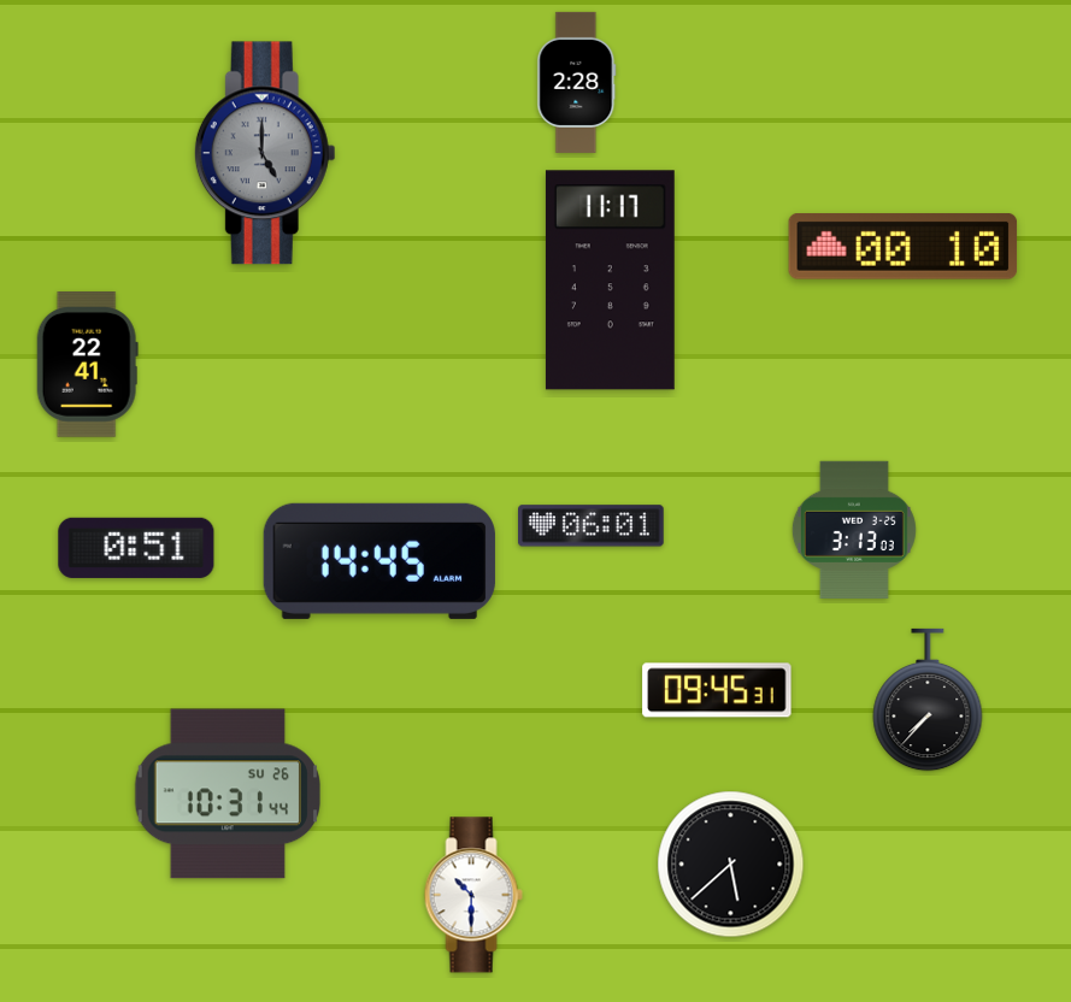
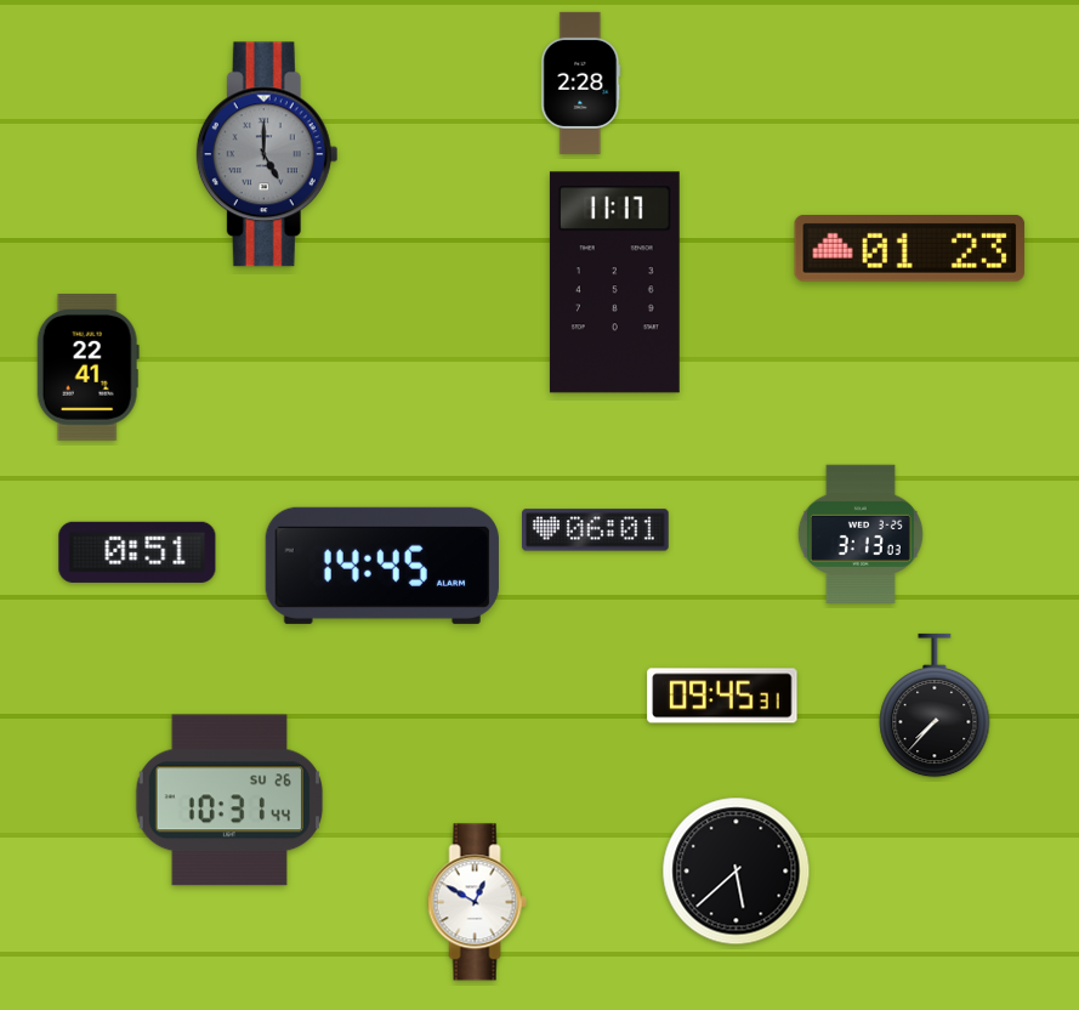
clock at (904, 247): 00:10 -> 01:23
clock at (473, 895): 10:30 -> 12:50
